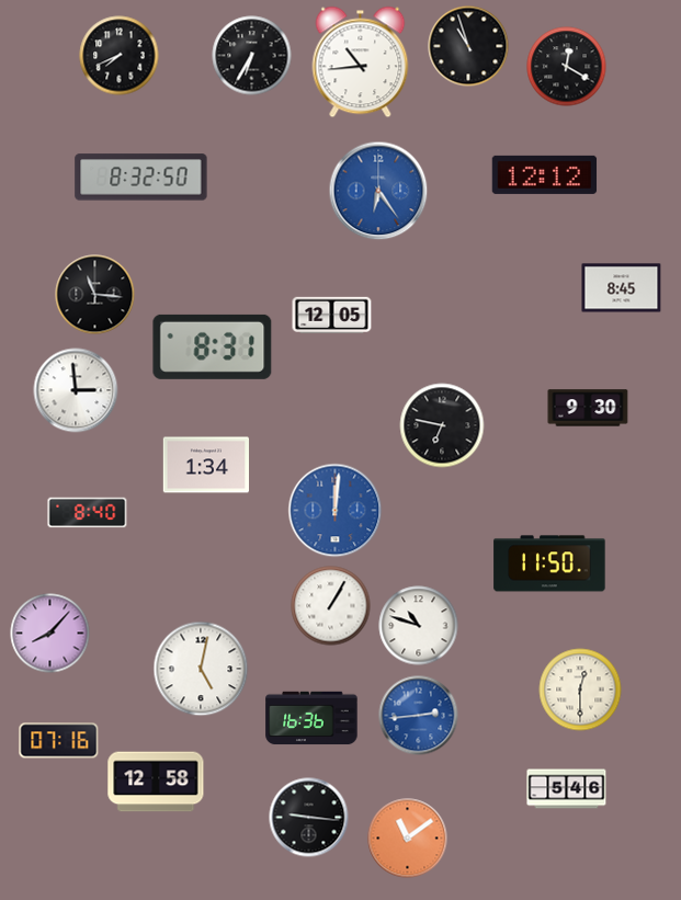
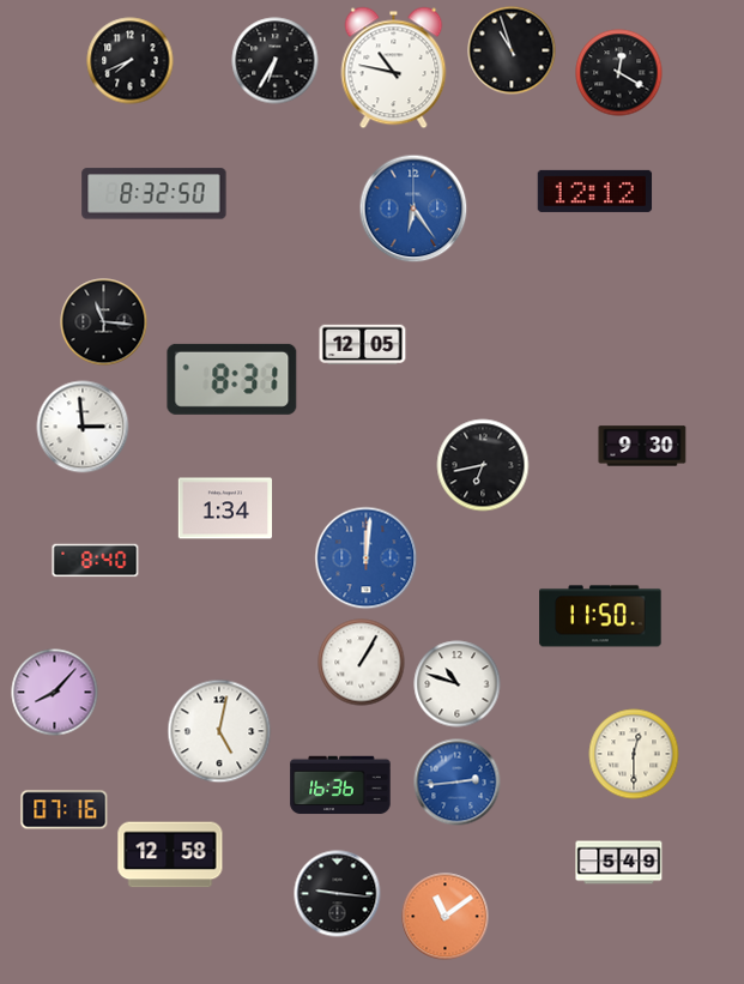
clock at (361, 62): 10:44 -> 10:47
clock at (622, 288): 8:45 -> none
clock at (442, 425): 6:47 -> 6:43
clock at (567, 789): 5:46 -> 5:49
